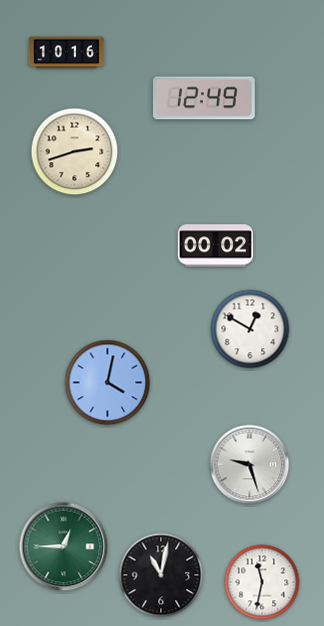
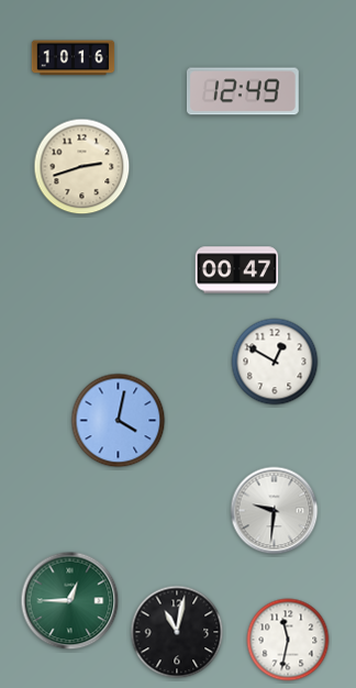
clock at (204, 98) position: (204, 98) -> (243, 91)
clock at (216, 246): 00:02 -> 00:47
clock at (250, 465): 9:27 -> 9:31
